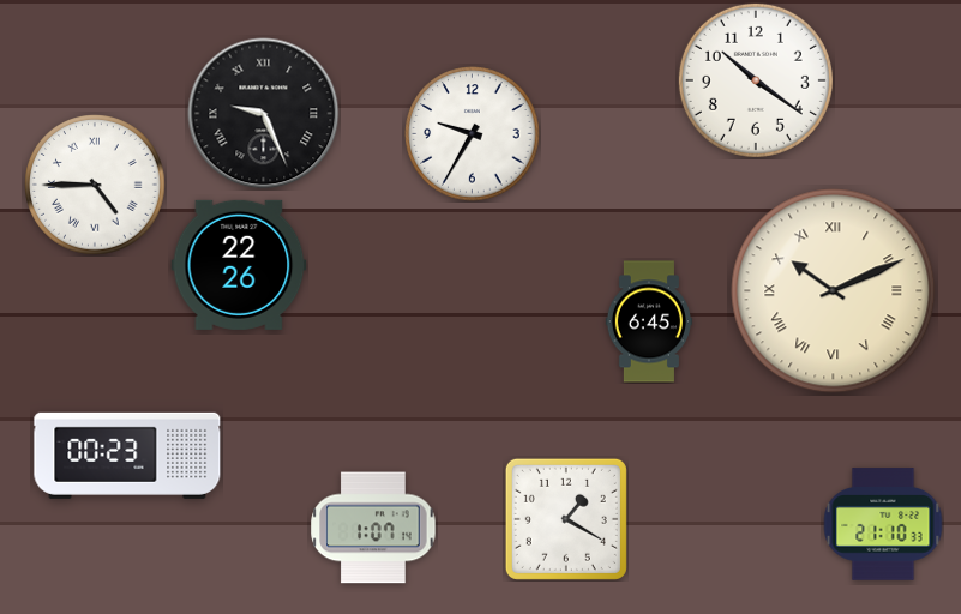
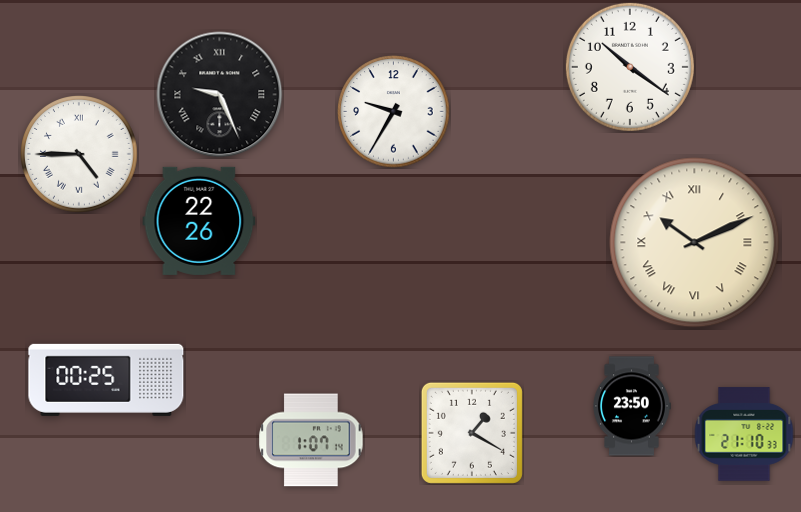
clock at (649, 321): 6:45 -> none
clock at (127, 456): 00:23 -> 00:25
clock at (632, 406): none -> 23:50
clock at (883, 524) position: (883, 524) -> (744, 434)
